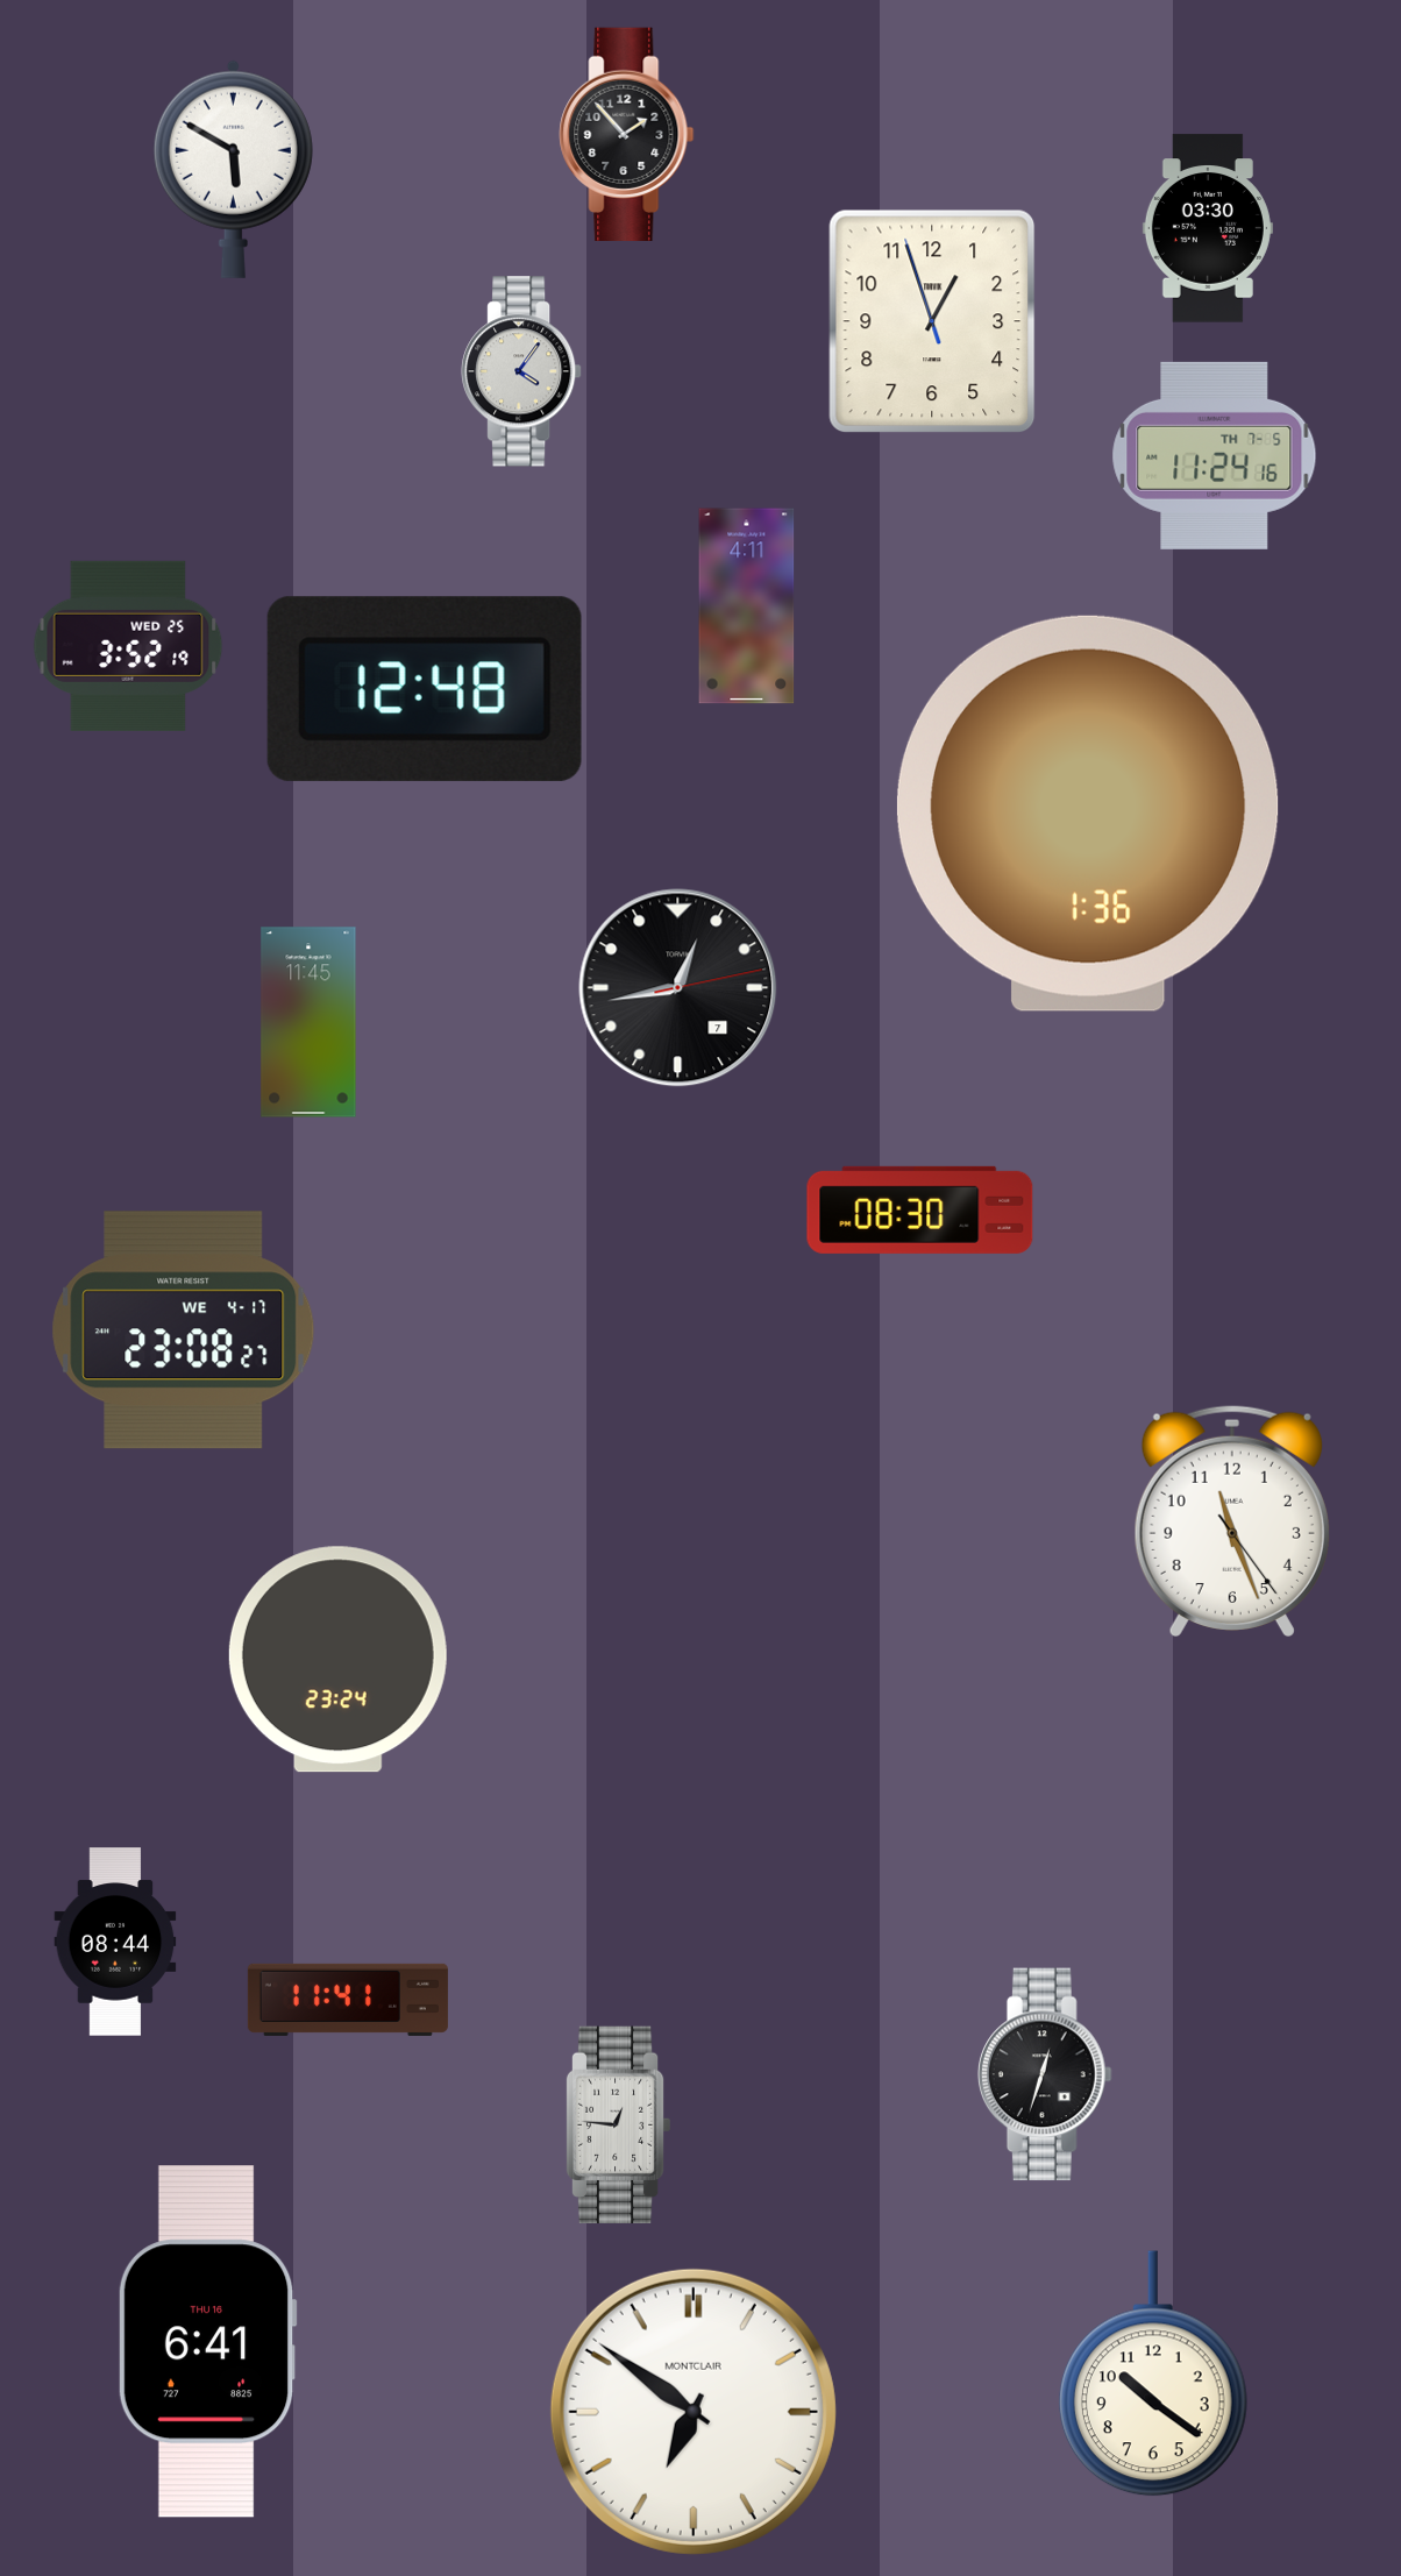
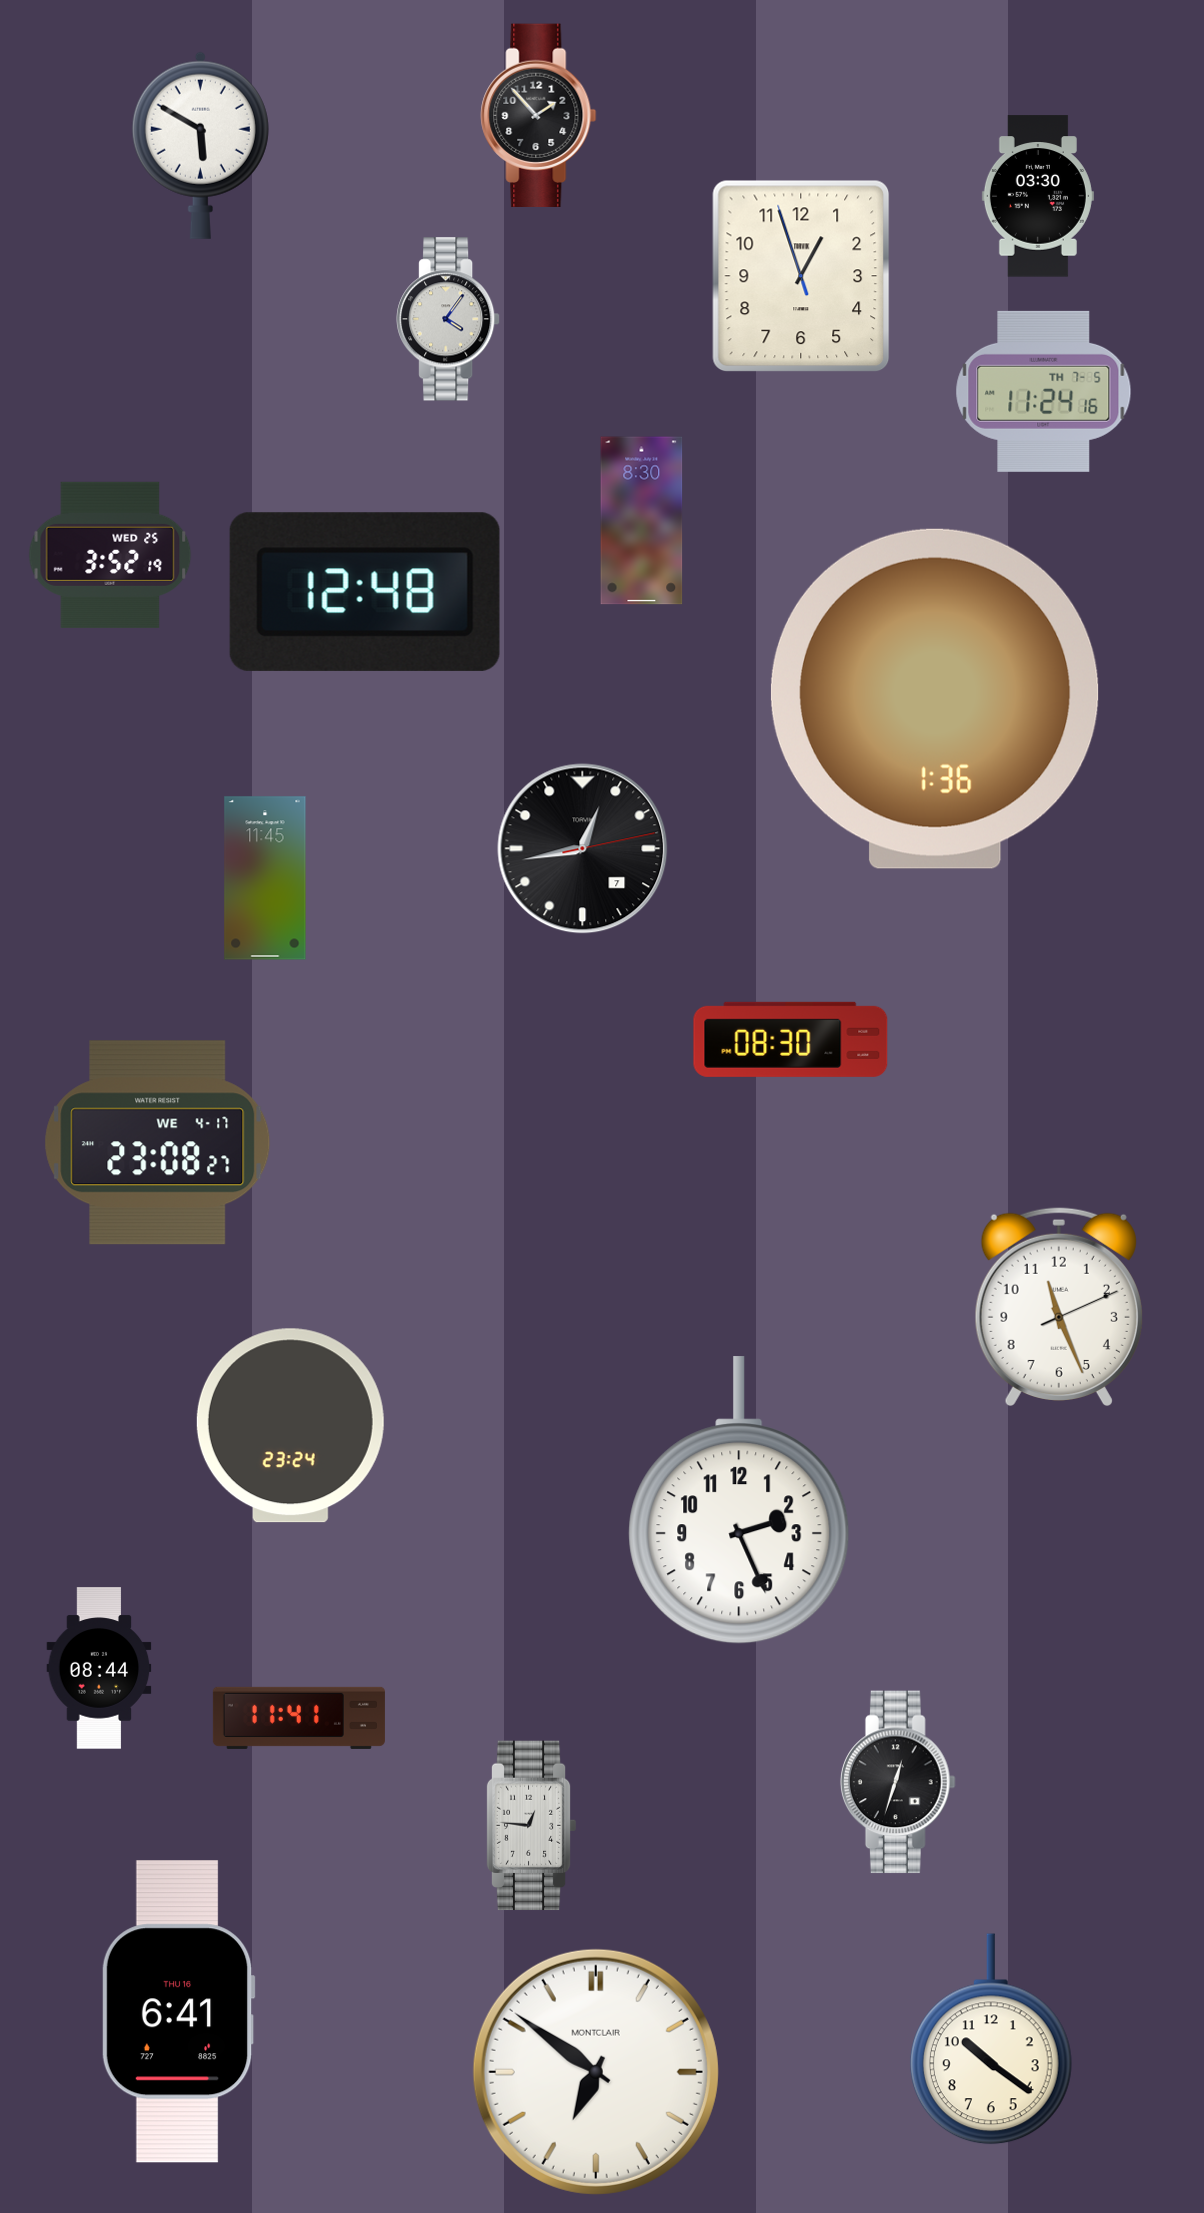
clock at (747, 606): 4:11 -> 8:30
clock at (1232, 1521): 11:26:24 -> 11:26:11
clock at (739, 1501): none -> 2:26
